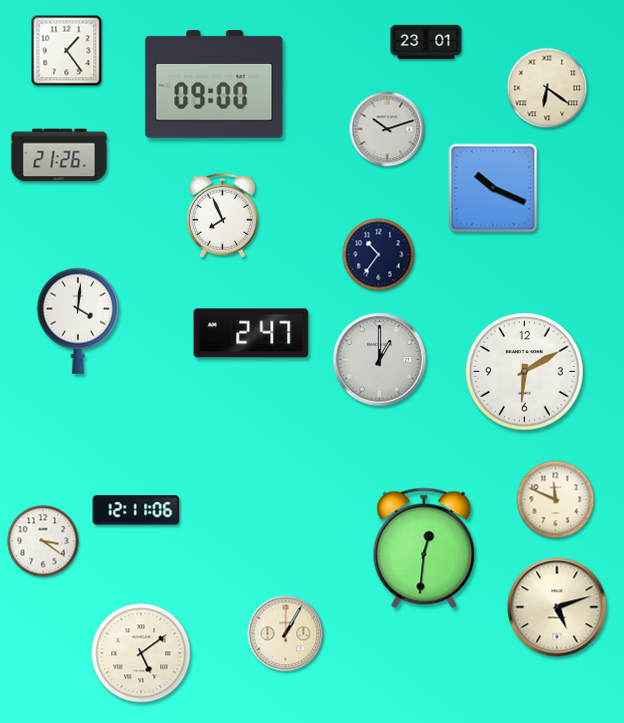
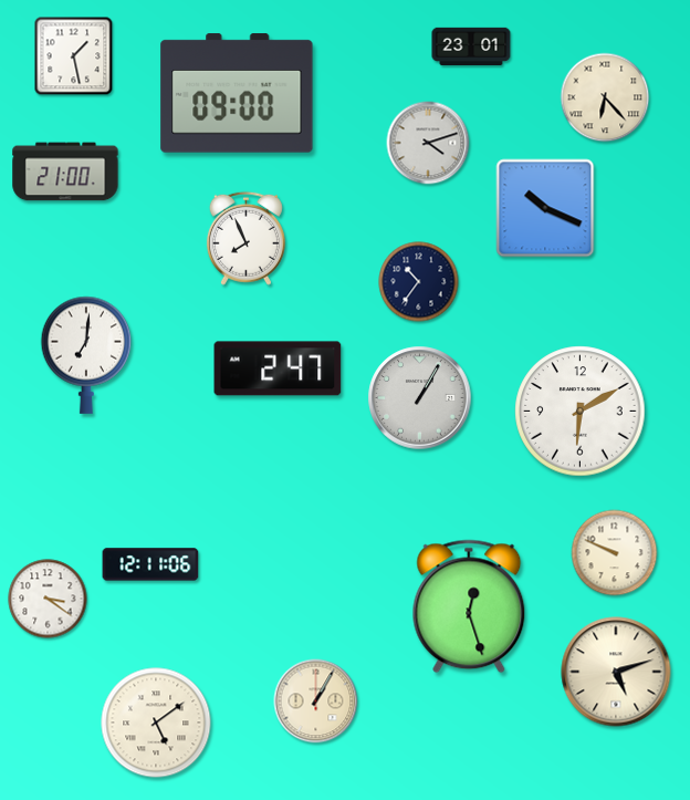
clock at (67, 51): 1:24 -> 1:28
clock at (547, 88): 6:21 -> 6:23
clock at (387, 129): 10:12 -> 4:12
clock at (59, 155): 21:26 -> 21:00
clock at (78, 321): 4:01 -> 7:01
clock at (380, 360): 1:00 -> 1:05
clock at (556, 500): 11:49 -> 9:49
clock at (424, 548): 12:31 -> 12:27
